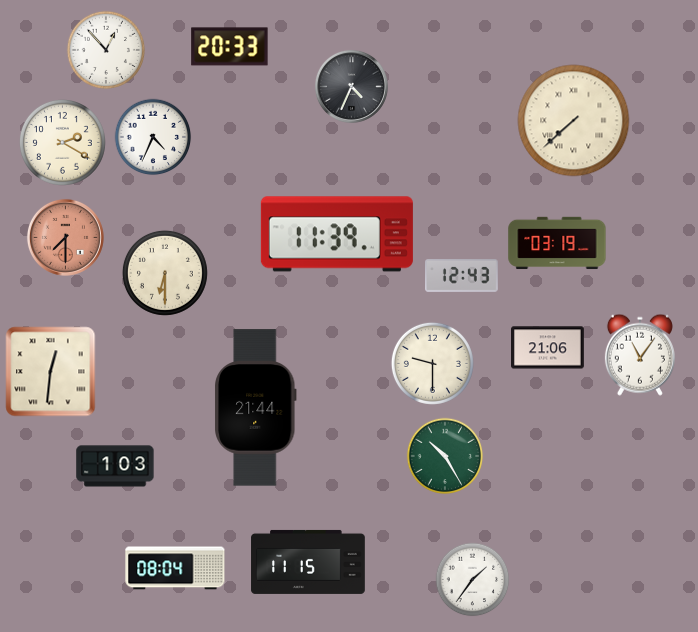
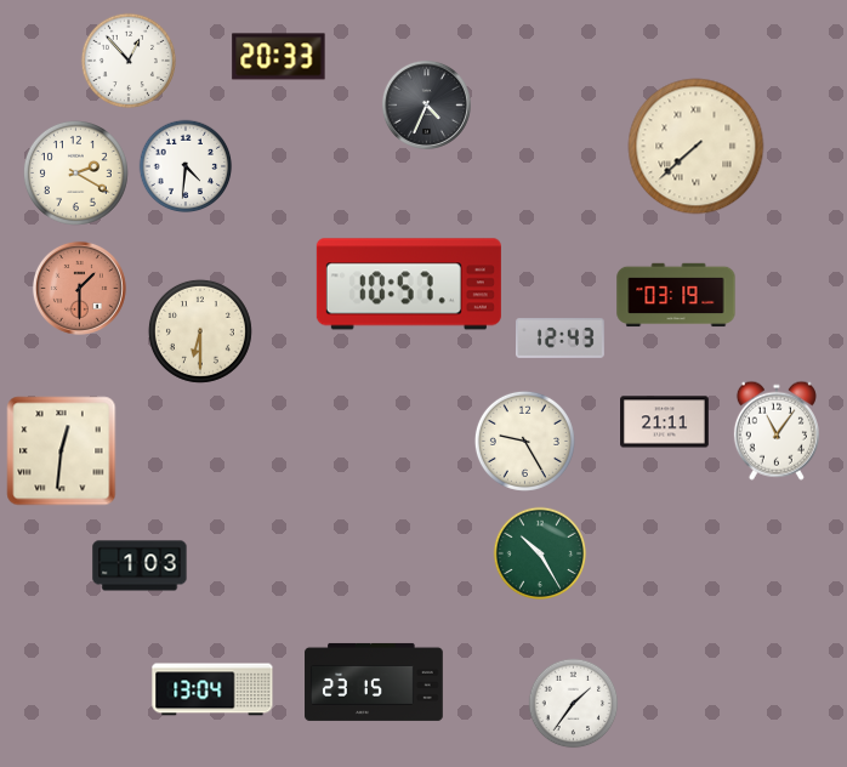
clock at (153, 137): 4:34 -> 4:31
clock at (337, 234): 11:39 -> 10:57
clock at (65, 237): 7:30 -> 1:30
clock at (462, 276) position: (462, 276) -> (561, 339)
clock at (548, 348): 21:06 -> 21:11
clock at (432, 363): 9:30 -> 9:25
clock at (256, 408): 21:44 -> none
clock at (308, 562): 11:15 -> 23:15
clock at (175, 568): 08:04 -> 13:04
